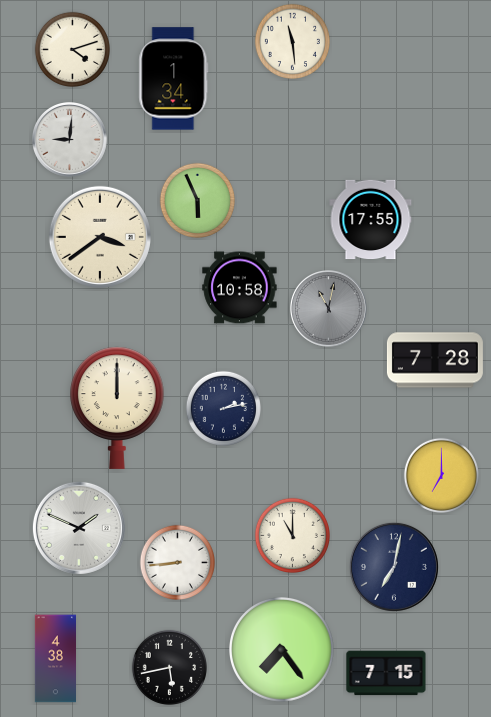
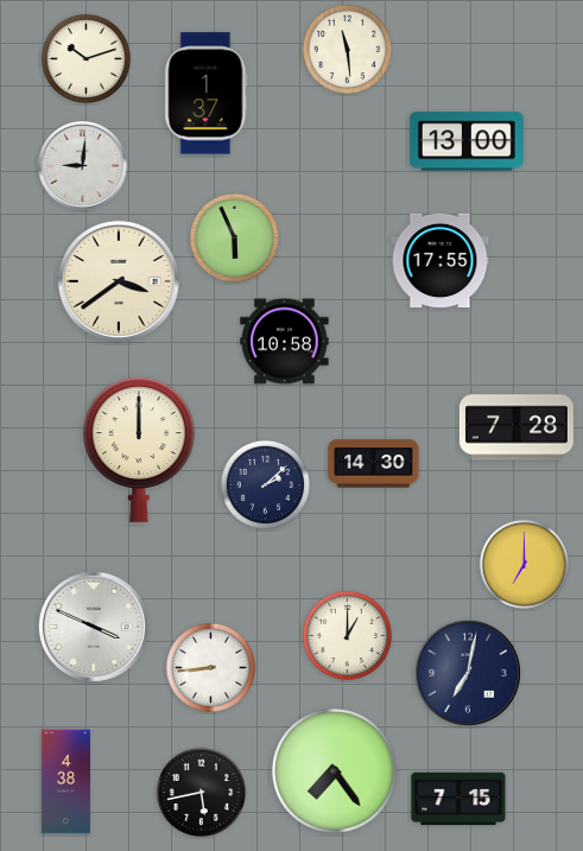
clock at (72, 49): 4:12 -> 10:12
clock at (174, 79): 1:34 -> 1:37
clock at (467, 141): none -> 13:00
clock at (329, 309): 11:02 -> none
clock at (374, 464): none -> 14:30
clock at (117, 408) position: (117, 408) -> (139, 450)
clock at (223, 408): 2:13 -> 2:08
clock at (79, 528): 1:49 -> 3:49
clock at (292, 535): 11:00 -> 1:00
